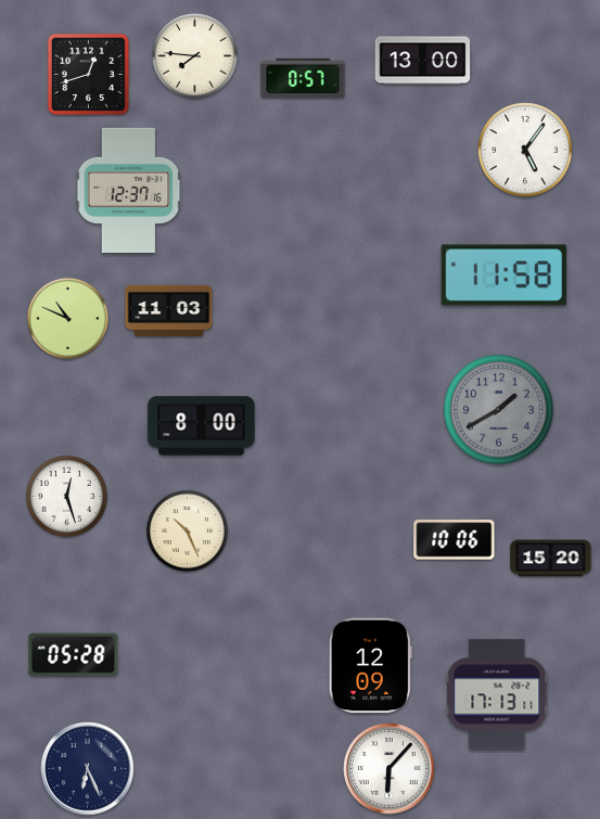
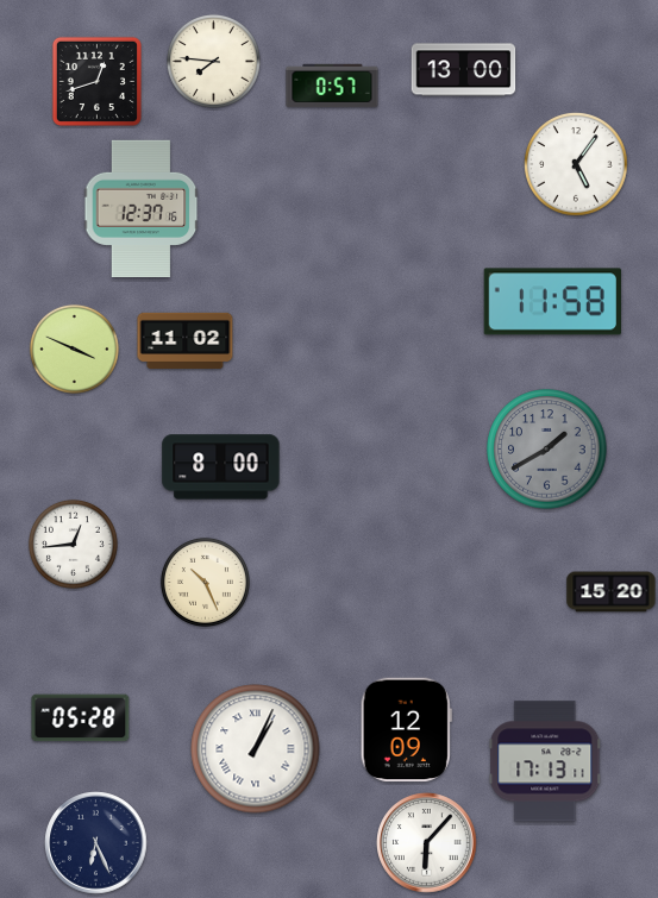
clock at (423, 61) position: (423, 61) -> (464, 70)
clock at (169, 310): 11:03 -> 11:02
clock at (67, 318): 10:49 -> 3:49
clock at (66, 496): 12:27 -> 12:44
clock at (455, 540): 10:06 -> none
clock at (551, 559) position: (551, 559) -> (612, 592)
clock at (256, 749): none -> 1:04
